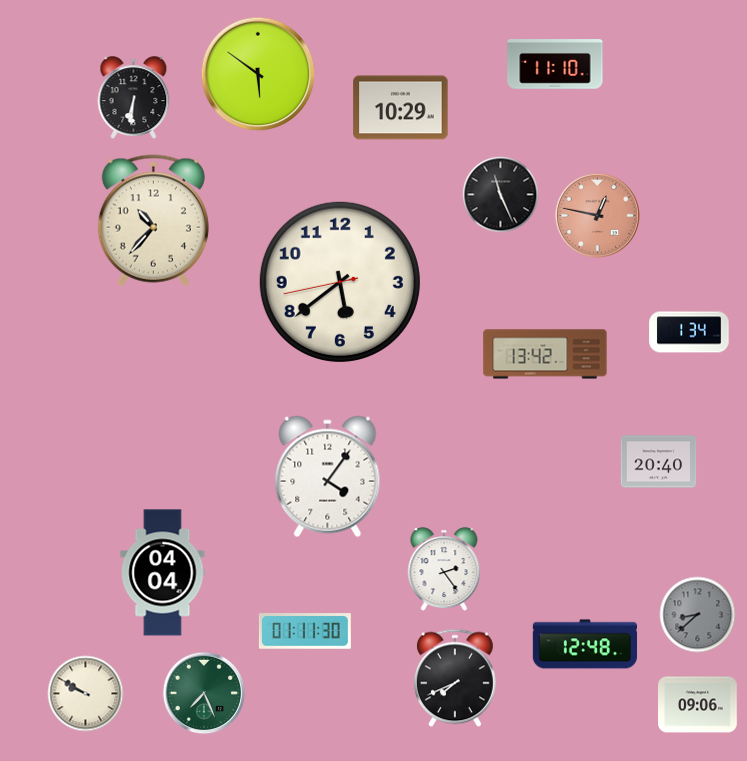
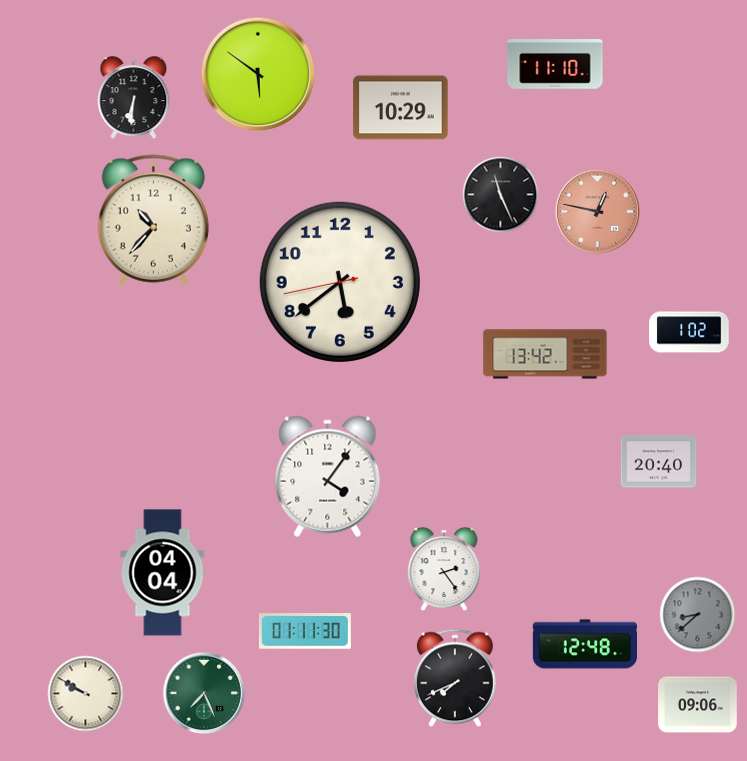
clock at (597, 215) position: (597, 215) -> (597, 211)
clock at (689, 332): 1:34 -> 1:02
